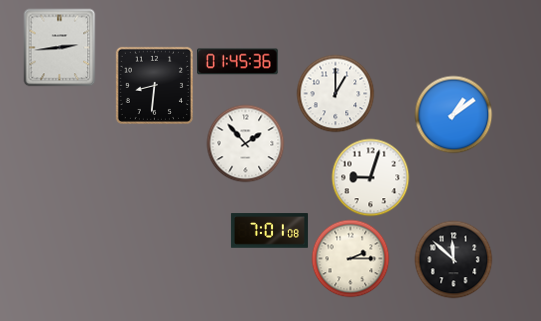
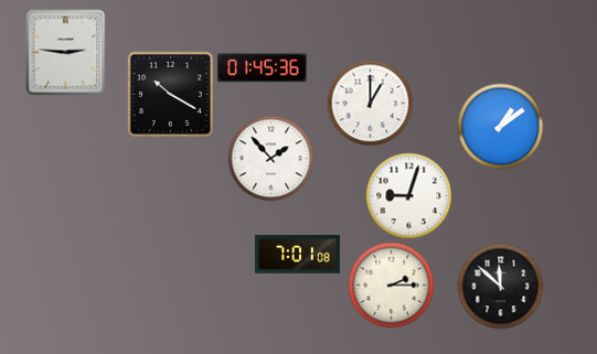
clock at (60, 47): 2:44 -> 2:46
clock at (154, 85): 8:31 -> 10:20
clock at (350, 258) position: (350, 258) -> (391, 285)
